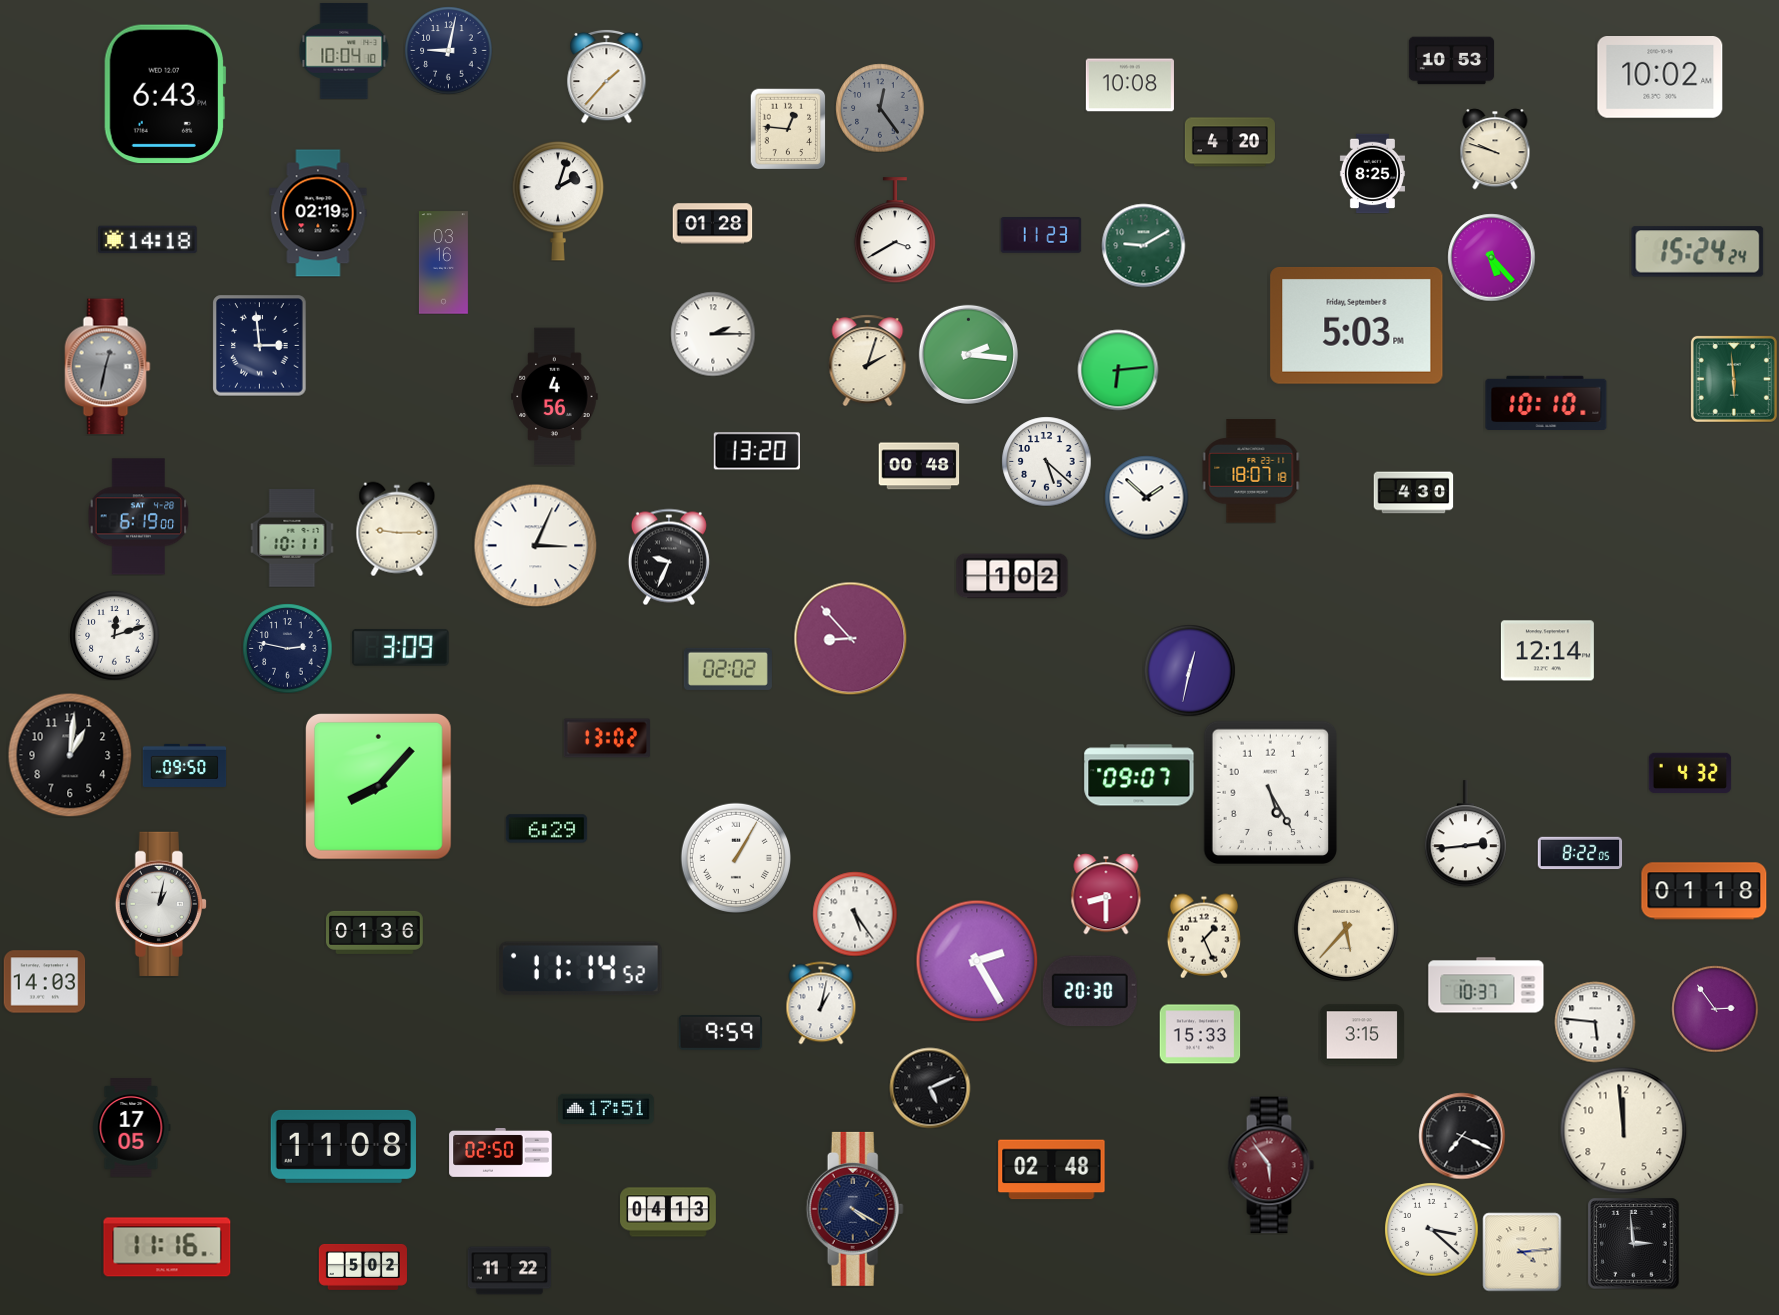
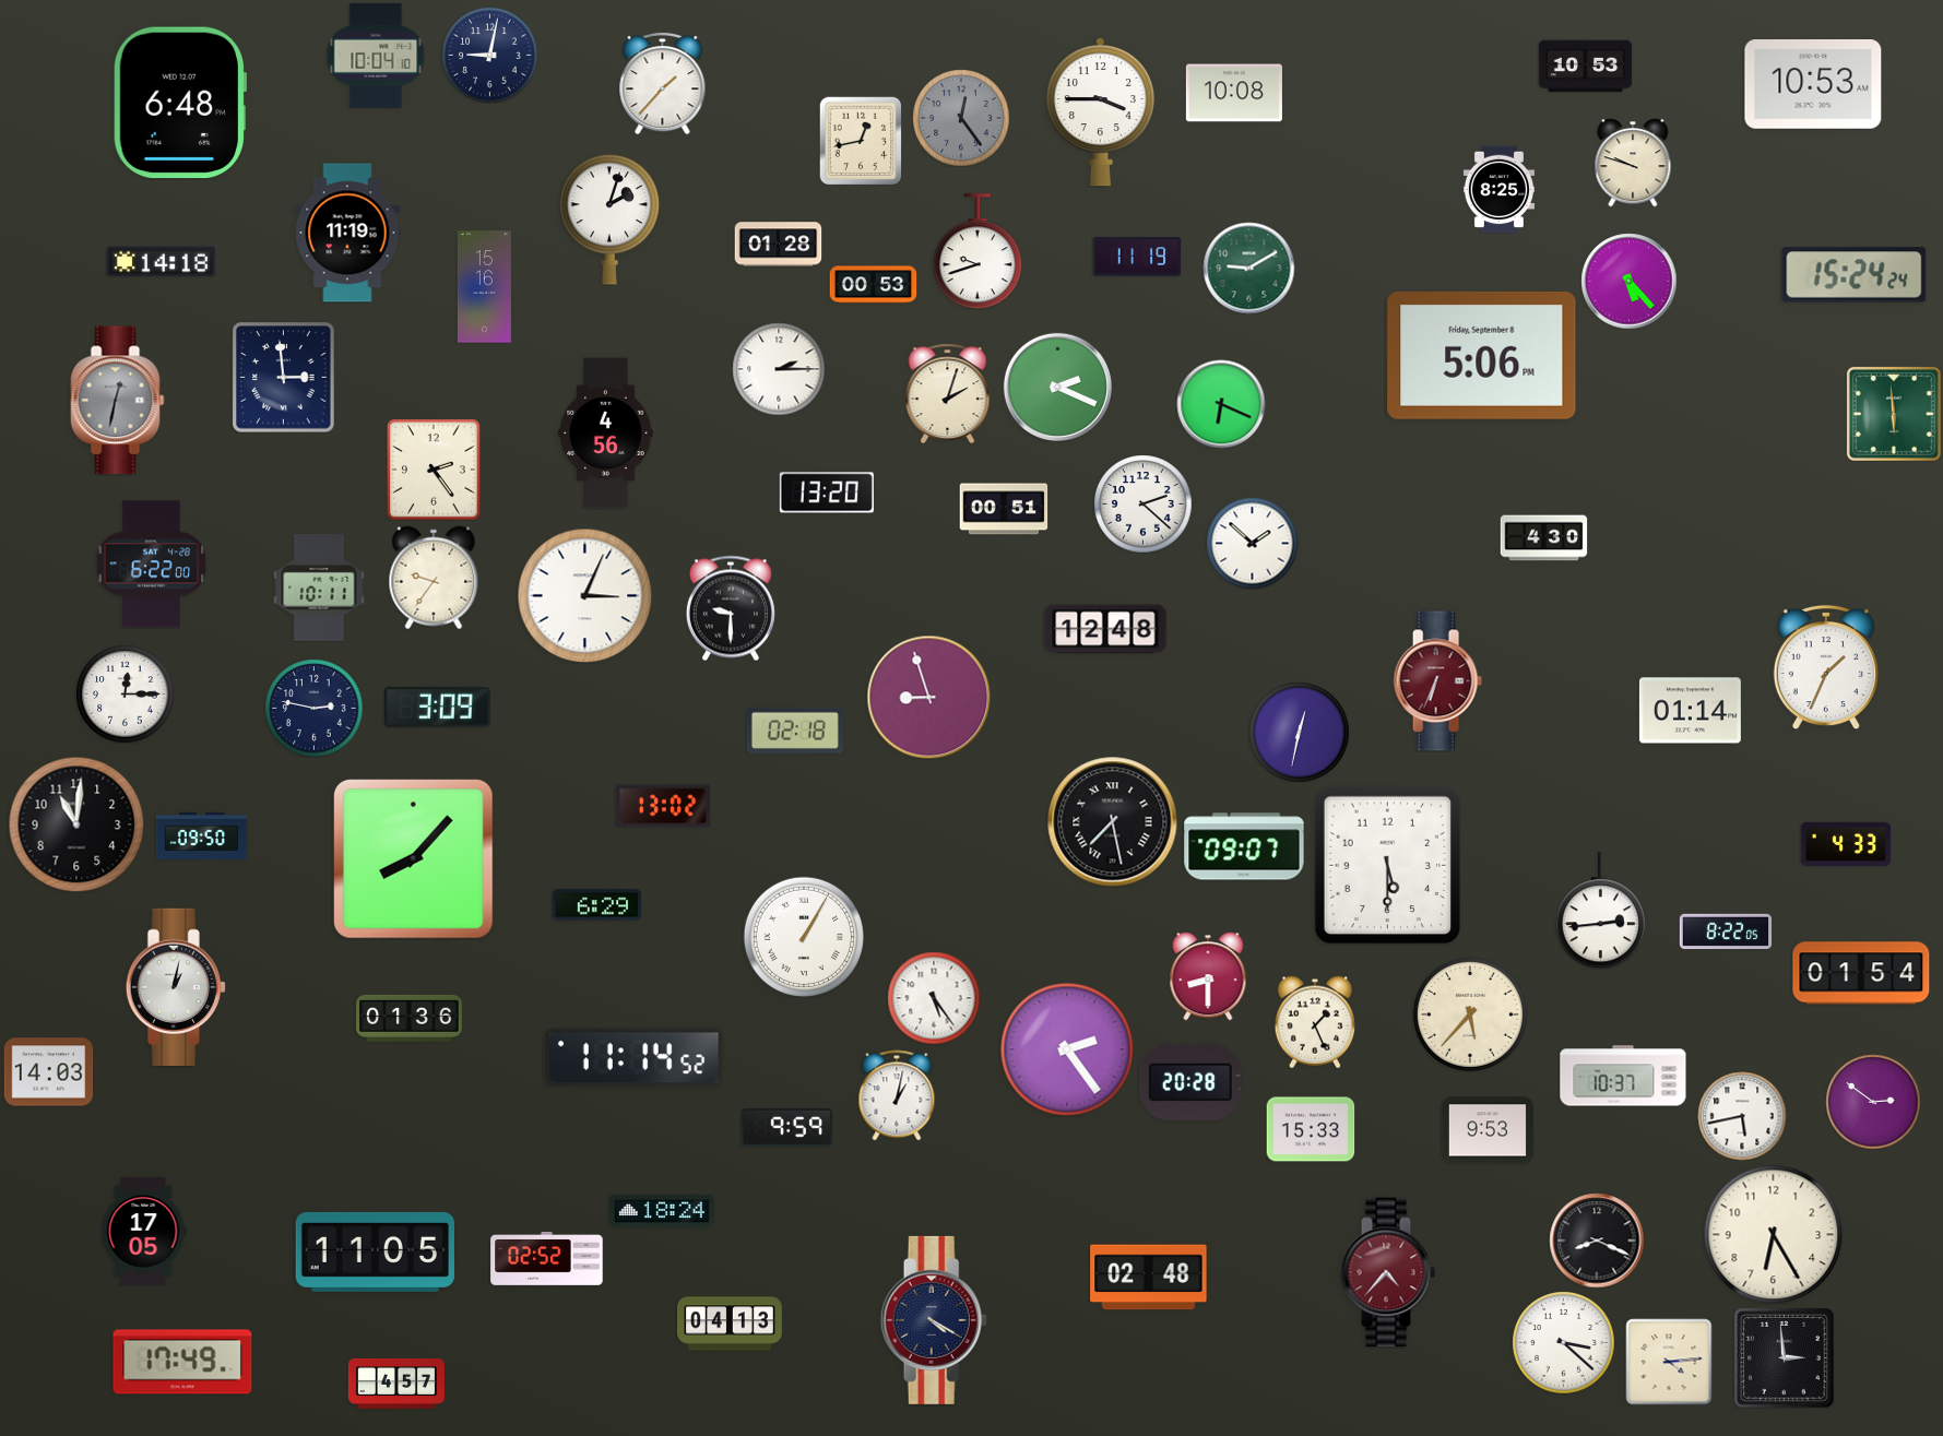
clock at (1660, 77): 10:02 -> 10:53
clock at (165, 94): 6:43 -> 6:48
clock at (1100, 112): none -> 3:45
clock at (788, 129): 12:46 -> 12:43
clock at (1230, 142): 4:20 -> none
clock at (318, 213): 02:19 -> 11:19
clock at (895, 230): 3:40 -> 9:42
clock at (1041, 236): 11:23 -> 11:19
clock at (873, 285): none -> 00:53
clock at (443, 263): 03:16 -> 15:16
clock at (1357, 325): 5:03 -> 5:06
clock at (713, 334) position: (713, 334) -> (779, 369)
clock at (968, 354): 2:16 -> 2:19
clock at (1118, 370): 6:14 -> 6:19
clock at (1546, 402): 10:10 -> none
clock at (435, 470): none -> 2:24
clock at (1046, 461): 5:22 -> 2:22
clock at (919, 466): 00:48 -> 00:51
clock at (1251, 471): 18:07 -> none
clock at (139, 517): 6:19 -> 6:22
clock at (397, 529): 9:15 -> 9:36
clock at (669, 557): 9:34 -> 9:30
clock at (1012, 576): 1:02 -> 12:48
clock at (1826, 667): none -> 1:34
clock at (1437, 681): none -> 6:34
clock at (114, 635): 12:12 -> 12:15
clock at (850, 638): 8:53 -> 8:57
clock at (1547, 651): 12:14 -> 01:14
clock at (728, 669): 02:02 -> 02:18
clock at (1113, 822): none -> 7:28
clock at (70, 755): 1:01 -> 11:01
clock at (1690, 773): 4:32 -> 4:33
clock at (1271, 793): 5:25 -> 5:30
clock at (1704, 891): 01:18 -> 01:54
clock at (977, 961): 2:25 -> 2:24
clock at (1090, 991): 20:30 -> 20:28
clock at (1715, 1009): 2:54 -> 2:51
clock at (1595, 1022): 5:46 -> 5:43
clock at (1361, 1035): 3:15 -> 9:53
clock at (930, 1088): 5:11 -> none
clock at (606, 1108): 17:51 -> 18:24
clock at (1623, 1130): 11:59 -> 6:25
clock at (1462, 1136): 7:19 -> 8:19
clock at (343, 1146): 11:08 -> 11:05
clock at (501, 1153): 02:50 -> 02:52
clock at (1271, 1165): 5:54 -> 4:37
clock at (167, 1247): 11:16 -> 17:49
clock at (1522, 1252) position: (1522, 1252) -> (1669, 1362)
clock at (363, 1267): 5:02 -> 4:57
clock at (509, 1271): 11:22 -> none
